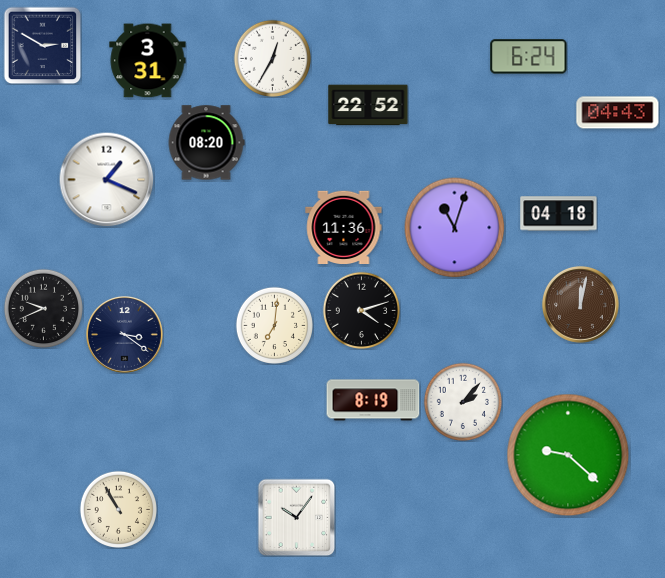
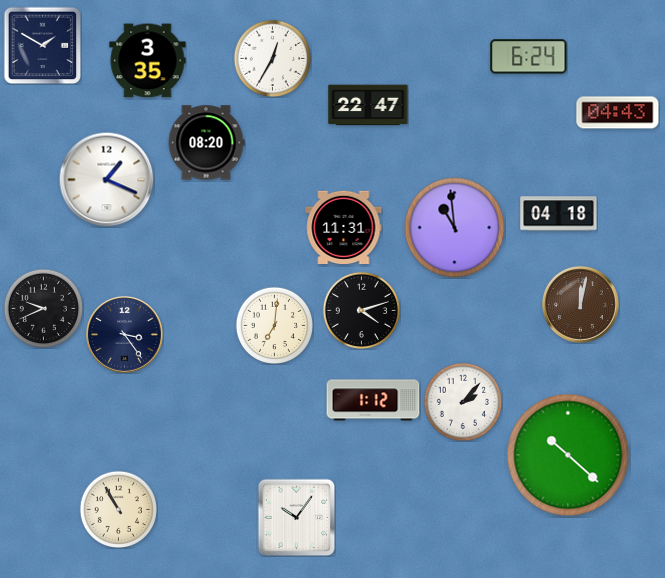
clock at (42, 45): 2:50 -> 1:50
clock at (148, 61): 3:31 -> 3:35
clock at (368, 105): 22:52 -> 22:47
clock at (344, 227): 11:36 -> 11:31
clock at (455, 228): 11:03 -> 10:59
clock at (124, 334): 3:21 -> 3:24
clock at (373, 400): 8:19 -> 1:12
clock at (568, 455): 9:22 -> 10:22
